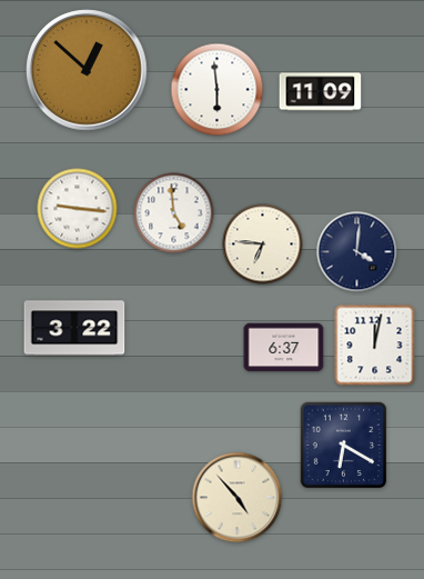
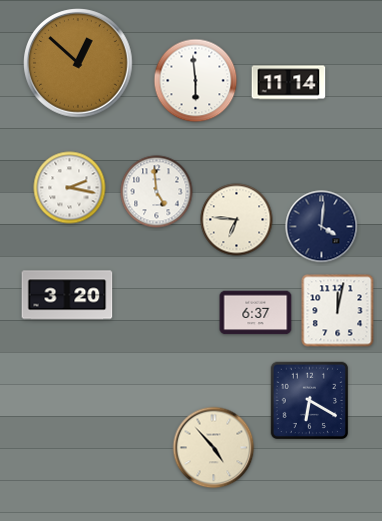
clock at (321, 92): 11:09 -> 11:14
clock at (78, 209): 9:16 -> 2:17
clock at (74, 328): 3:22 -> 3:20
